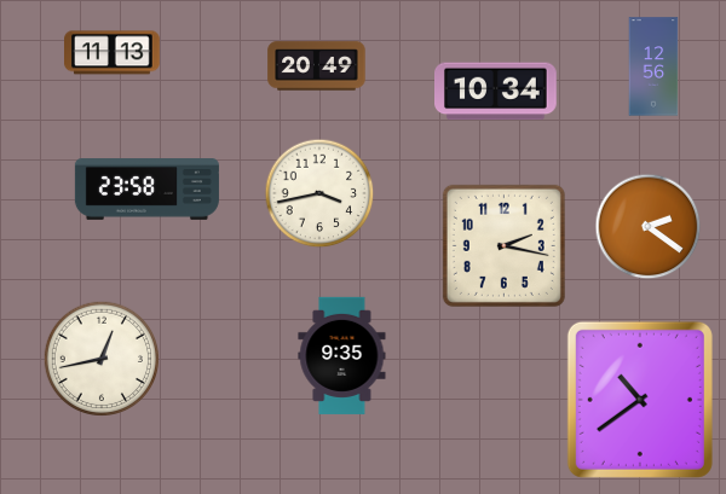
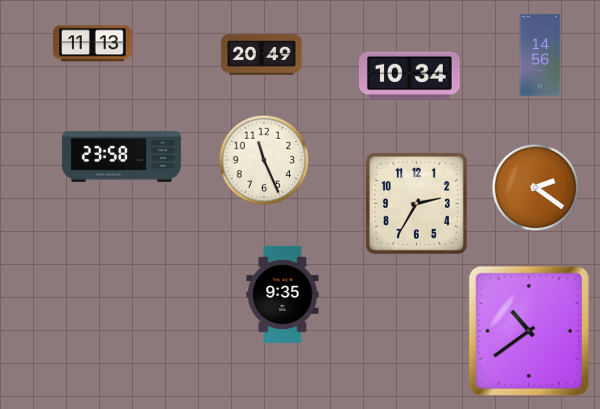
clock at (653, 66): 12:56 -> 14:56
clock at (319, 193): 3:43 -> 11:26
clock at (503, 245): 2:17 -> 2:35
clock at (100, 358): 12:43 -> none
